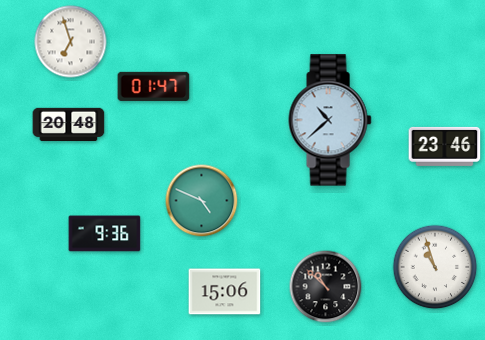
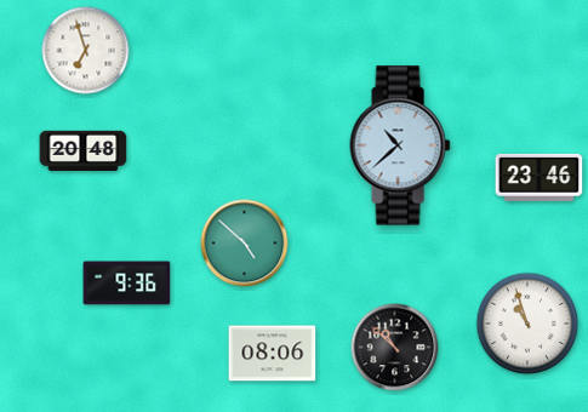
clock at (154, 86): 01:47 -> none
clock at (202, 201): 4:49 -> 4:52
clock at (225, 292): 15:06 -> 08:06
